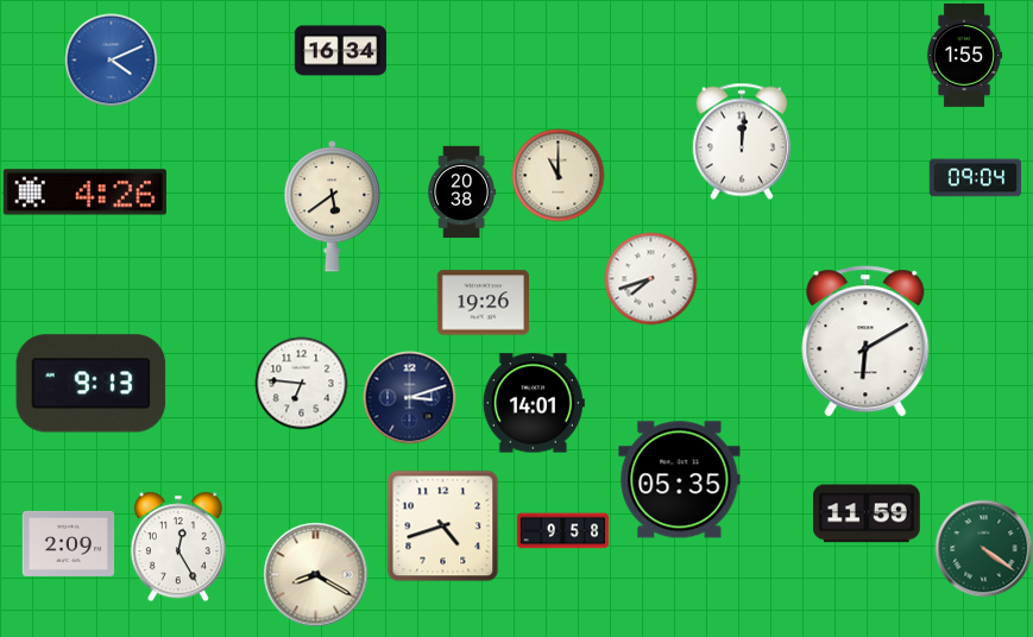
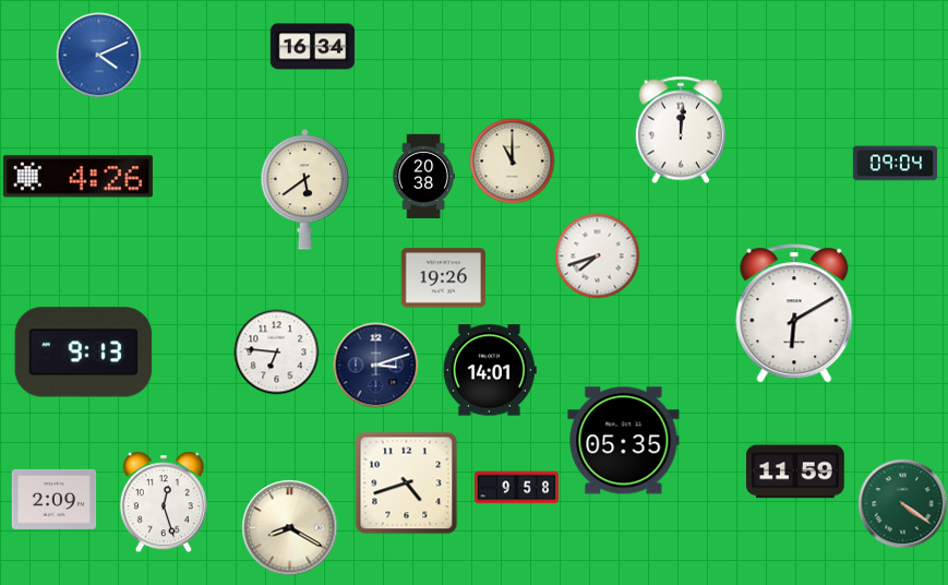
clock at (964, 55): 1:55 -> none
clock at (111, 59) position: (111, 59) -> (98, 55)
clock at (68, 543) position: (68, 543) -> (53, 499)
clock at (178, 547): 12:25 -> 12:27
